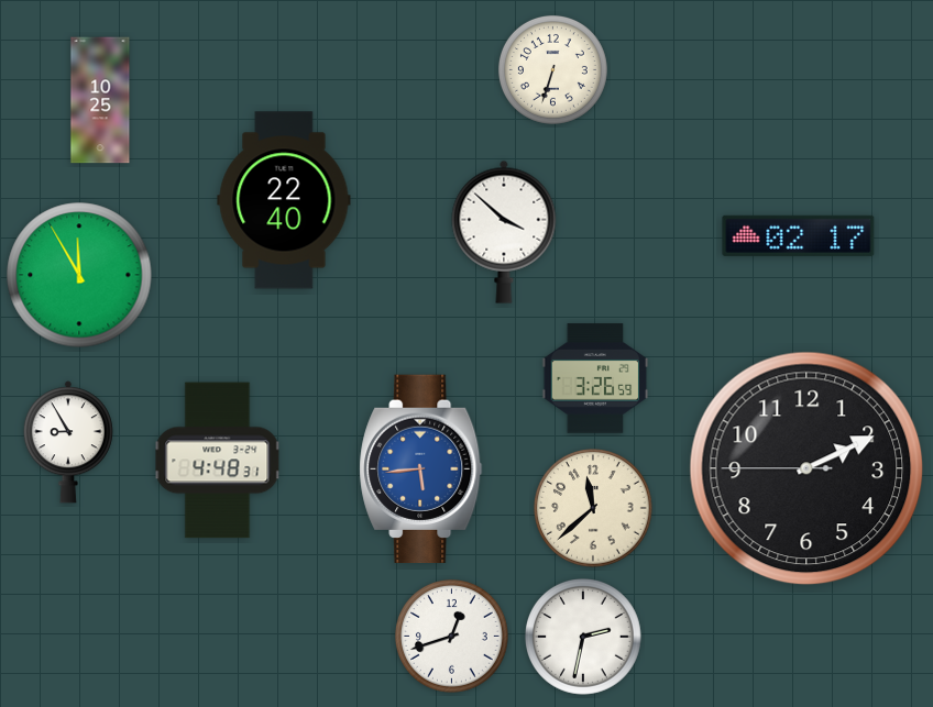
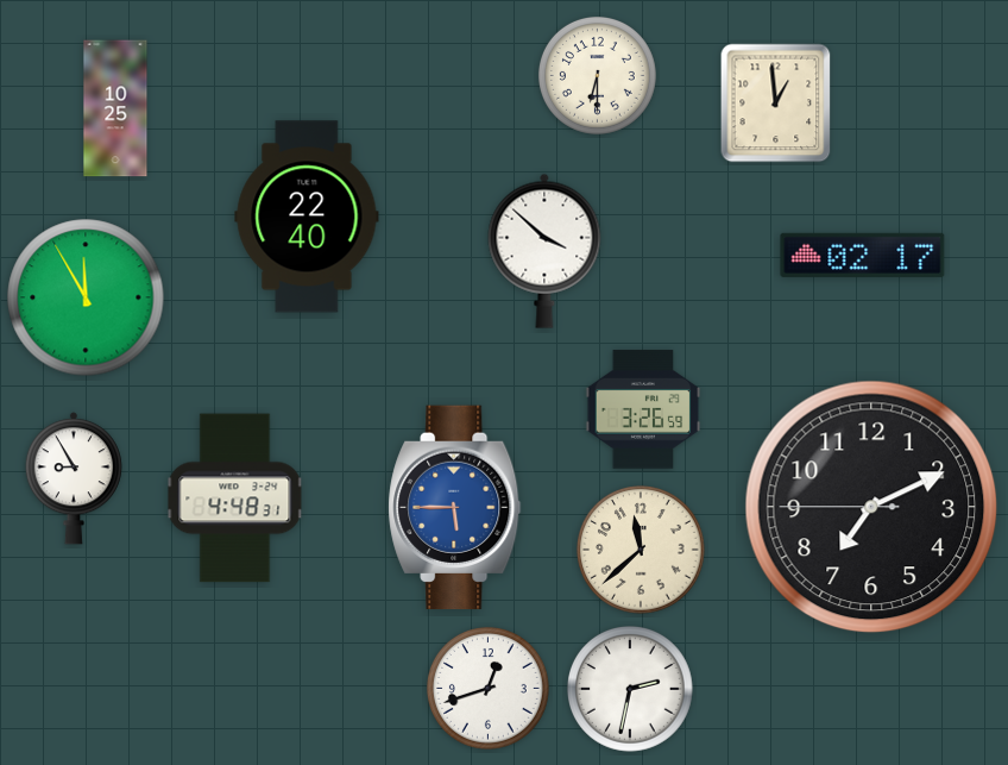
clock at (552, 69): 6:33 -> 6:30
clock at (776, 104): none -> 12:59
clock at (100, 100) position: (100, 100) -> (115, 108)
clock at (806, 468): 2:10 -> 7:10
clock at (421, 470): 5:44 -> 5:45
